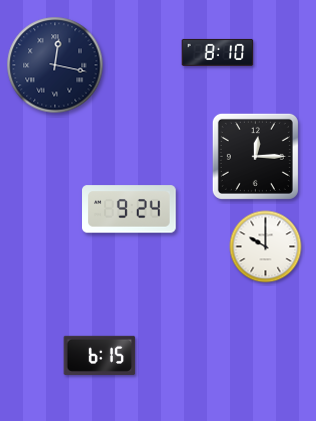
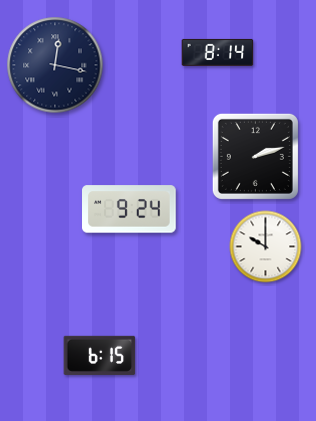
clock at (218, 52): 8:10 -> 8:14
clock at (255, 156): 12:15 -> 2:12
